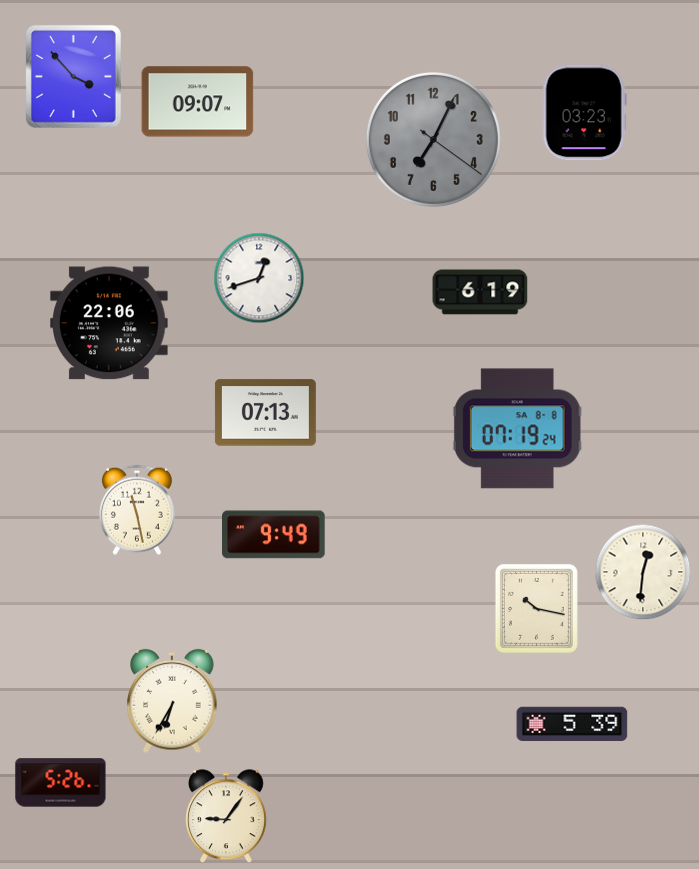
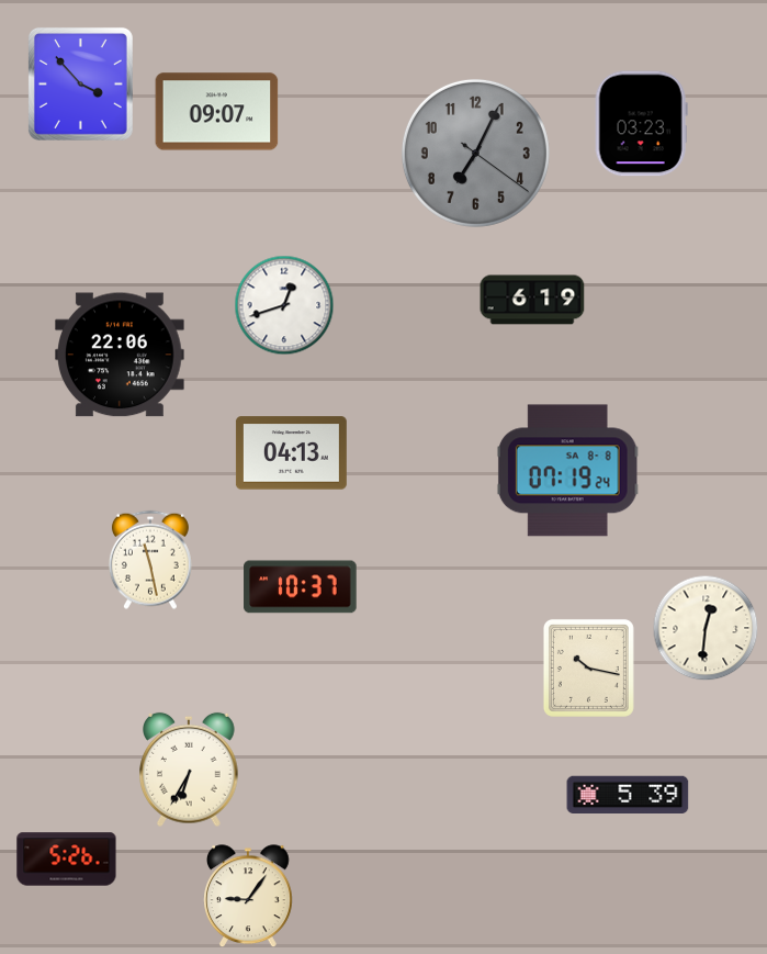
clock at (480, 292) position: (480, 292) -> (532, 300)
clock at (265, 413): 07:13 -> 04:13
clock at (274, 535): 9:49 -> 10:37
